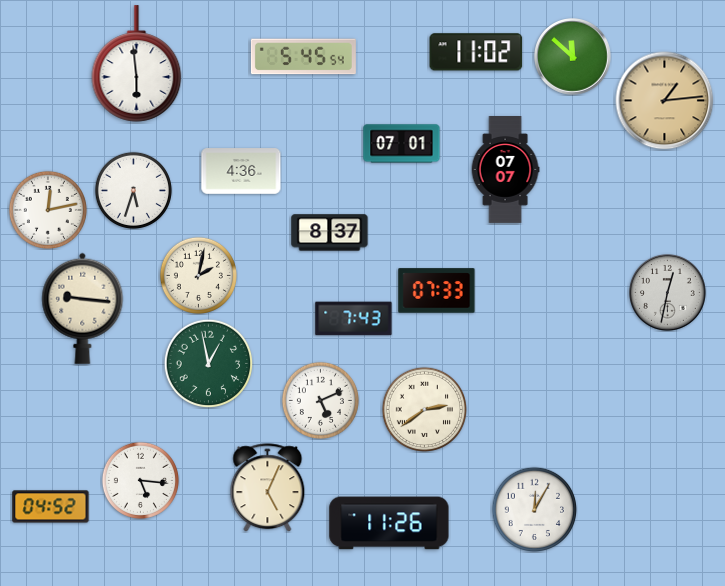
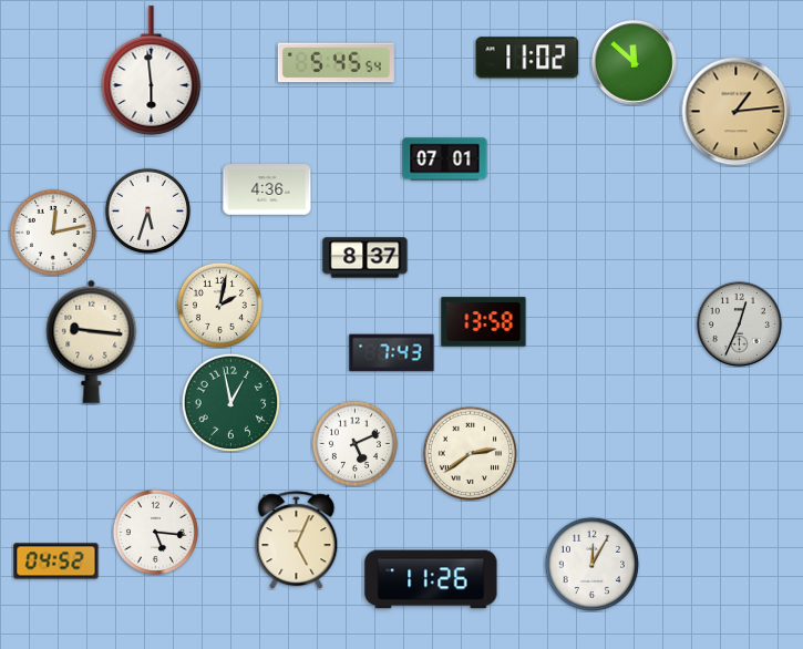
clock at (505, 170): 07:07 -> none
clock at (437, 291): 07:33 -> 13:58
clock at (668, 293): 12:32 -> 12:34
